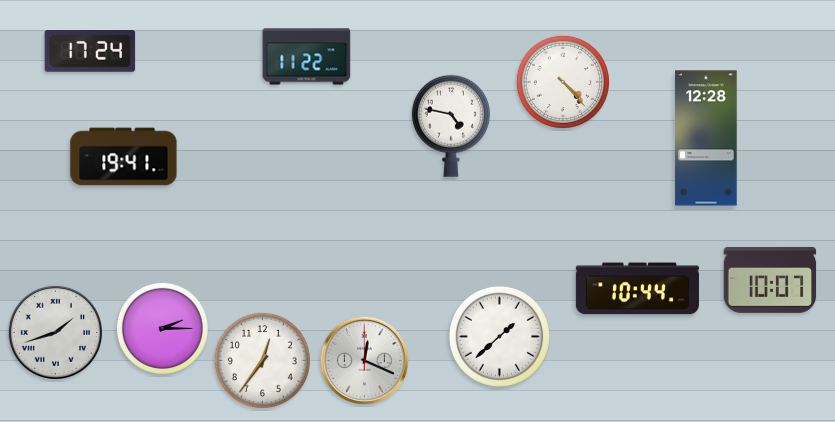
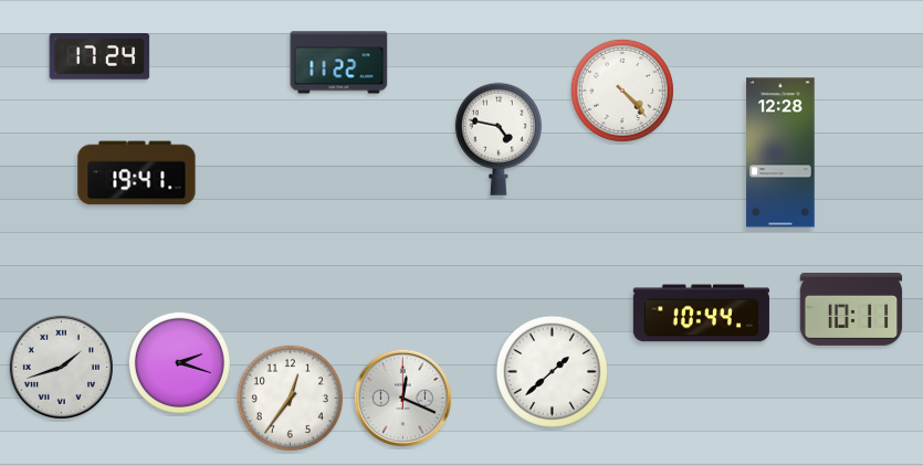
clock at (770, 280): 10:07 -> 10:11
clock at (637, 289) position: (637, 289) -> (701, 314)
clock at (162, 328): 2:15 -> 2:18
